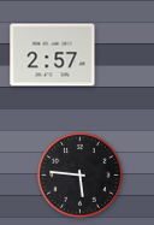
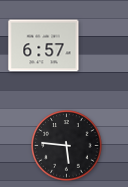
clock at (53, 55): 2:57 -> 6:57
